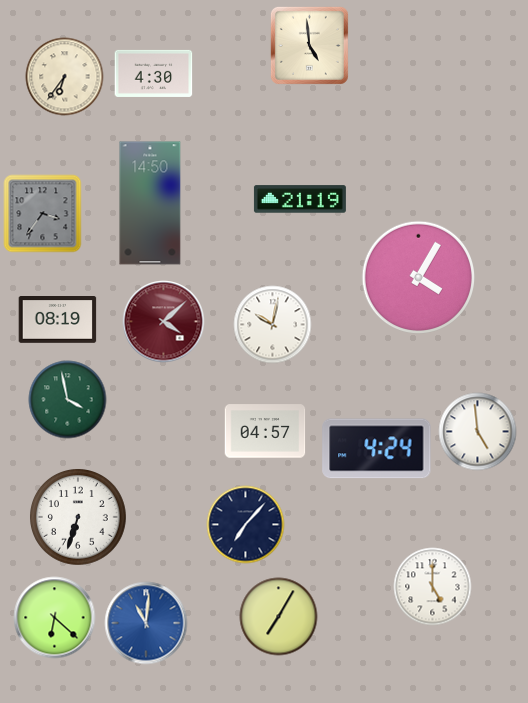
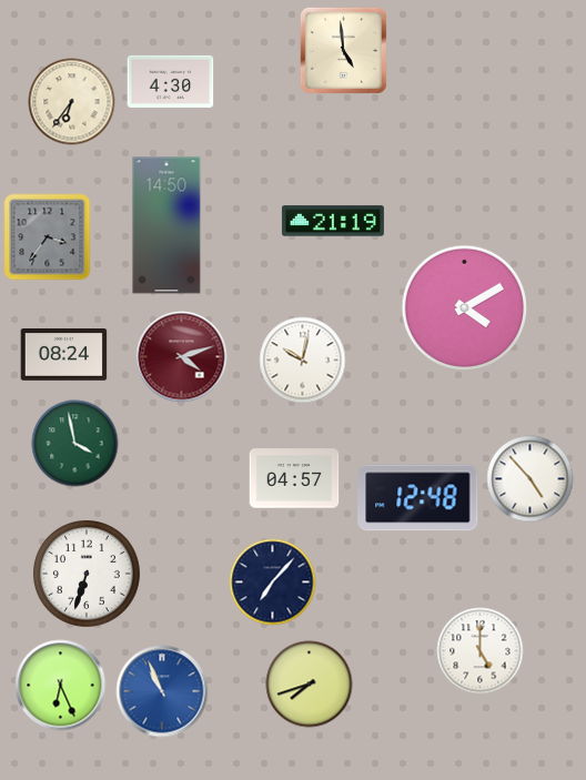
clock at (64, 76) position: (64, 76) -> (71, 101)
clock at (418, 277): 4:05 -> 4:10
clock at (57, 320): 08:19 -> 08:24
clock at (163, 321): 4:08 -> 4:12
clock at (477, 431): 4:59 -> 4:53
clock at (377, 449): 4:24 -> 12:48
clock at (278, 616): 7:05 -> 7:42
clock at (54, 617): 6:22 -> 6:26
clock at (146, 623): 11:01 -> 10:56
